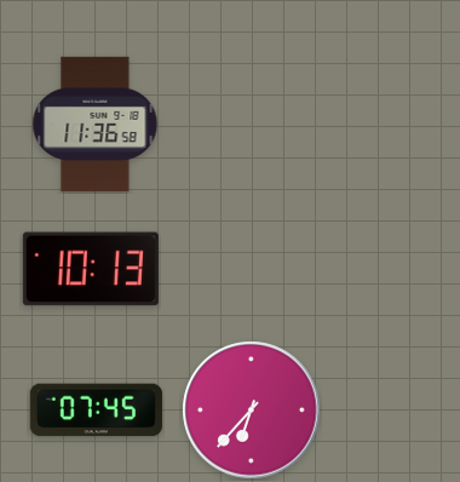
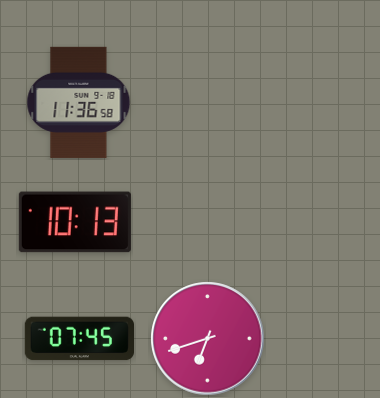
clock at (252, 411): 6:37 -> 6:42
